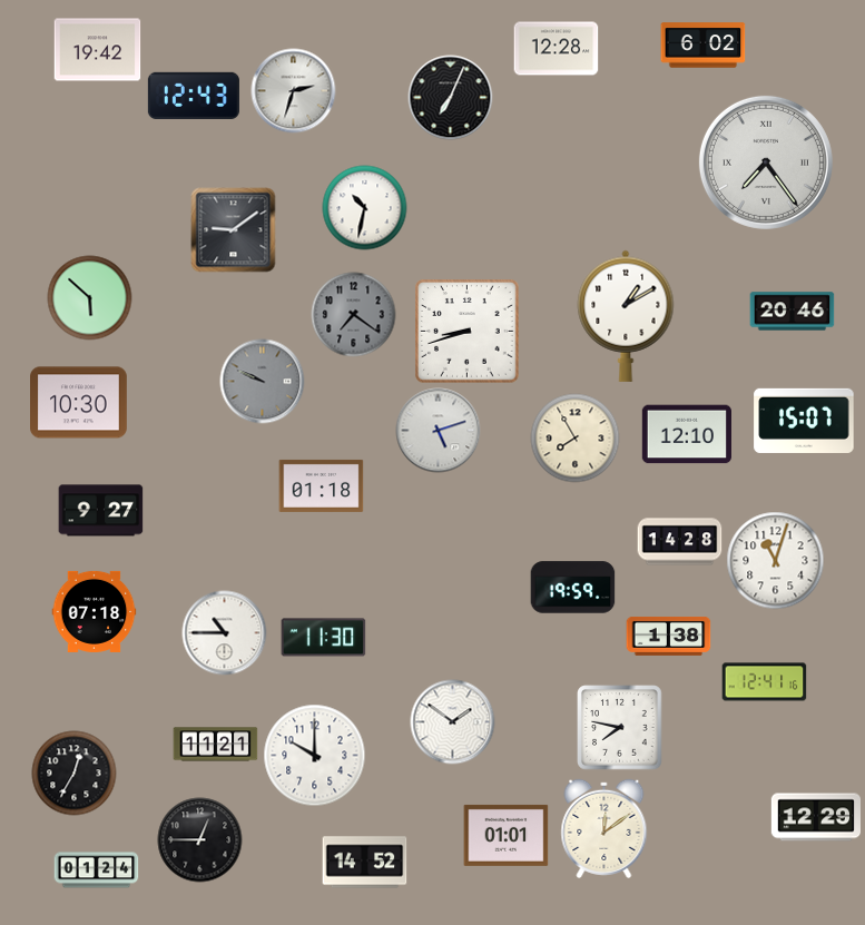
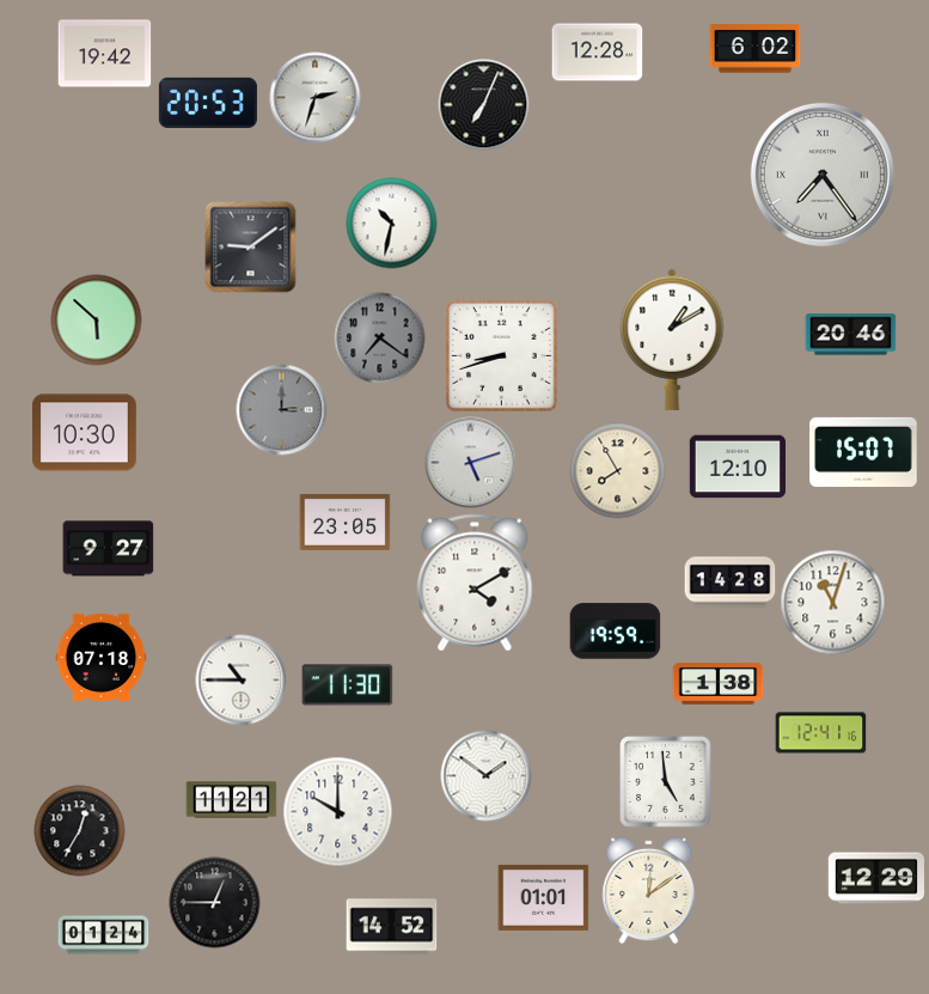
clock at (194, 96): 12:43 -> 20:53
clock at (263, 382): 9:49 -> 3:00
clock at (322, 485): 01:18 -> 23:05
clock at (475, 583): none -> 4:10
clock at (620, 728): 7:47 -> 4:59
